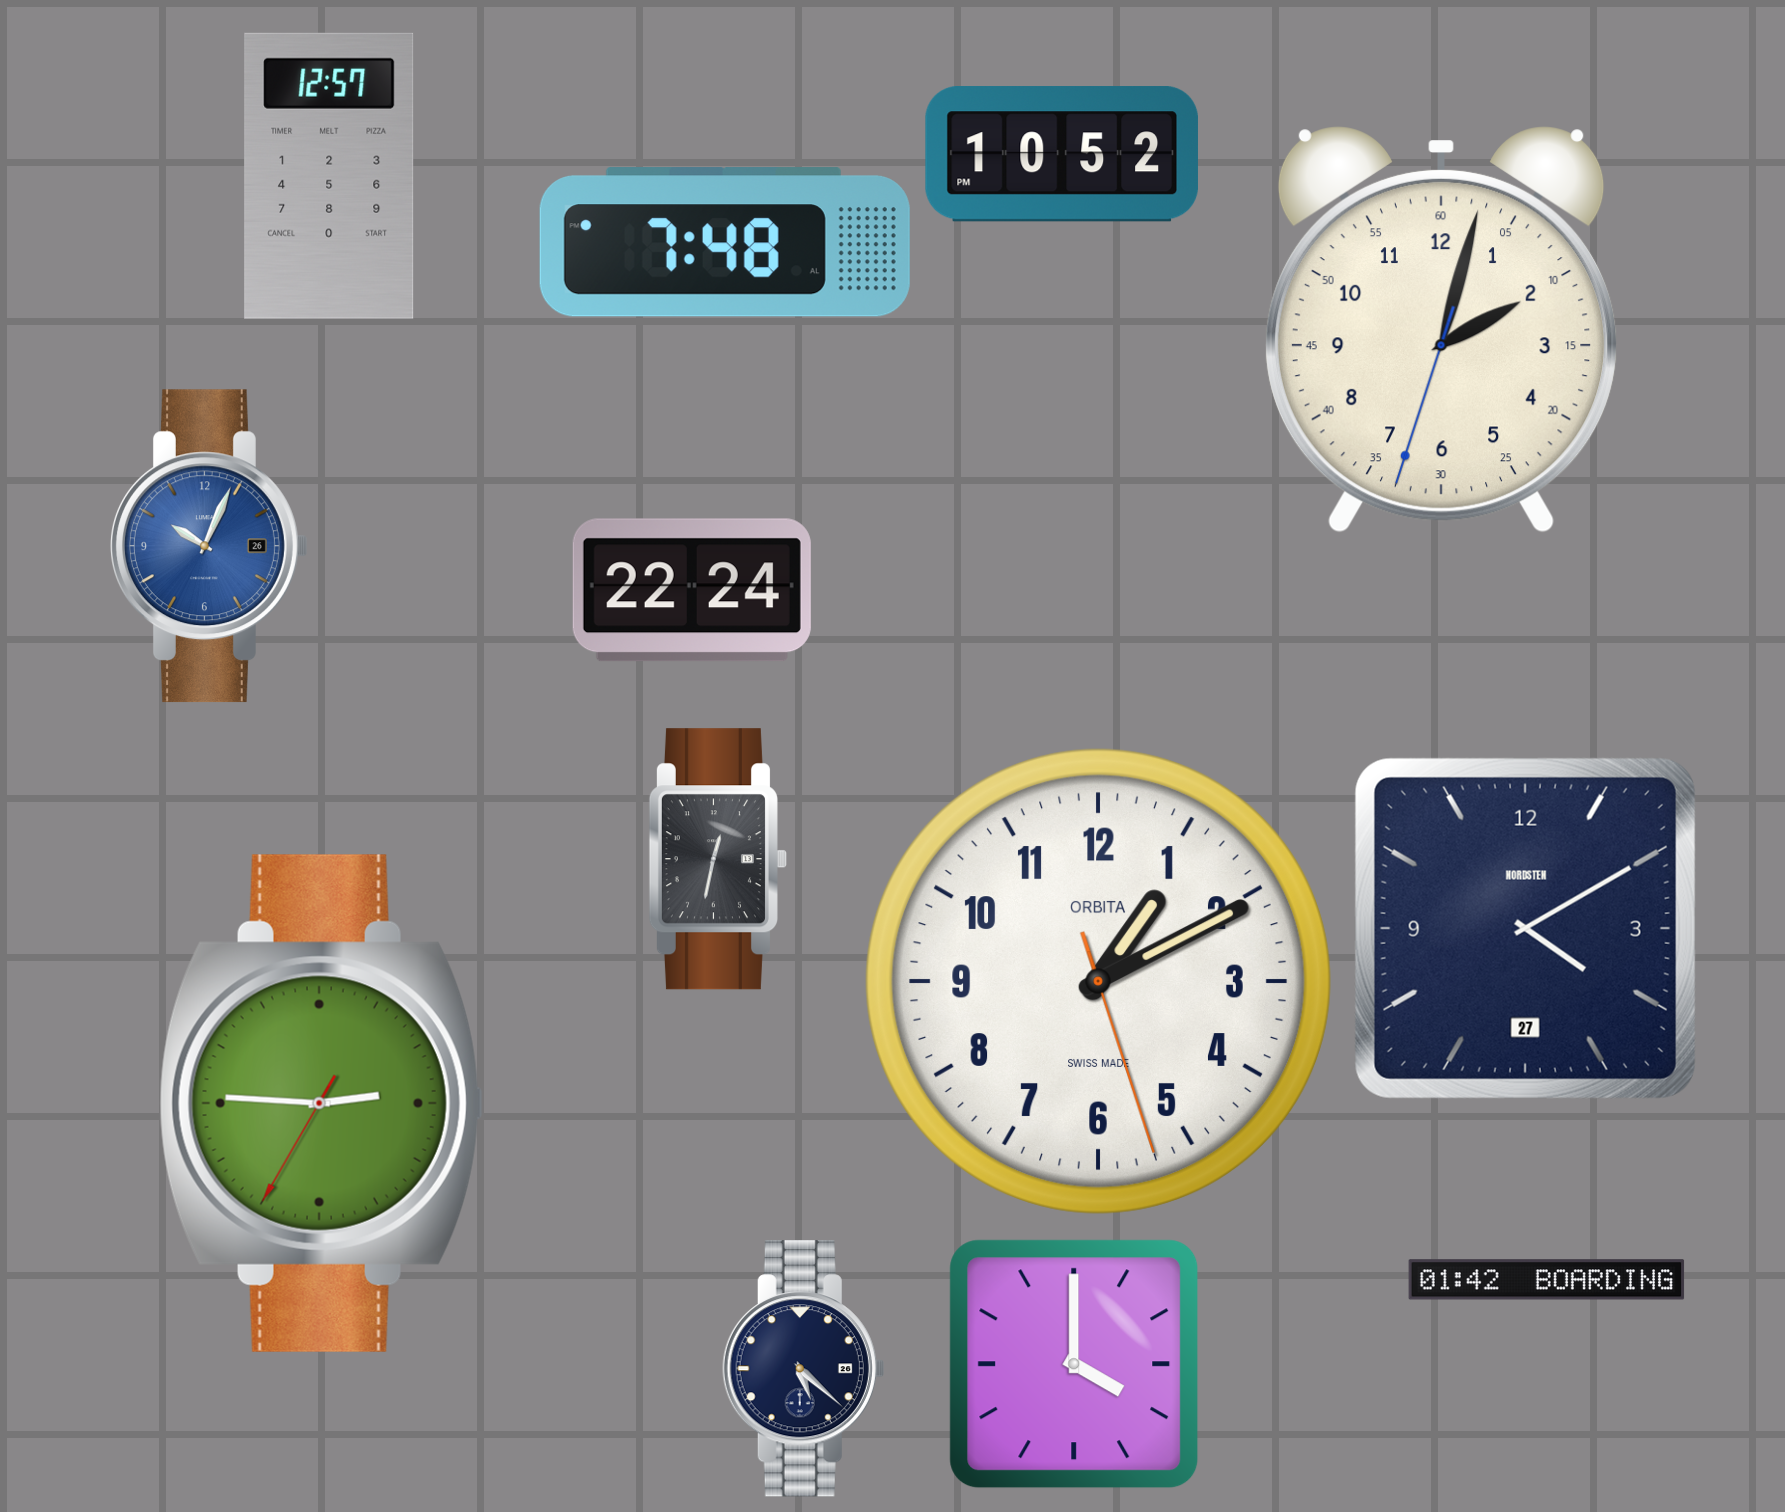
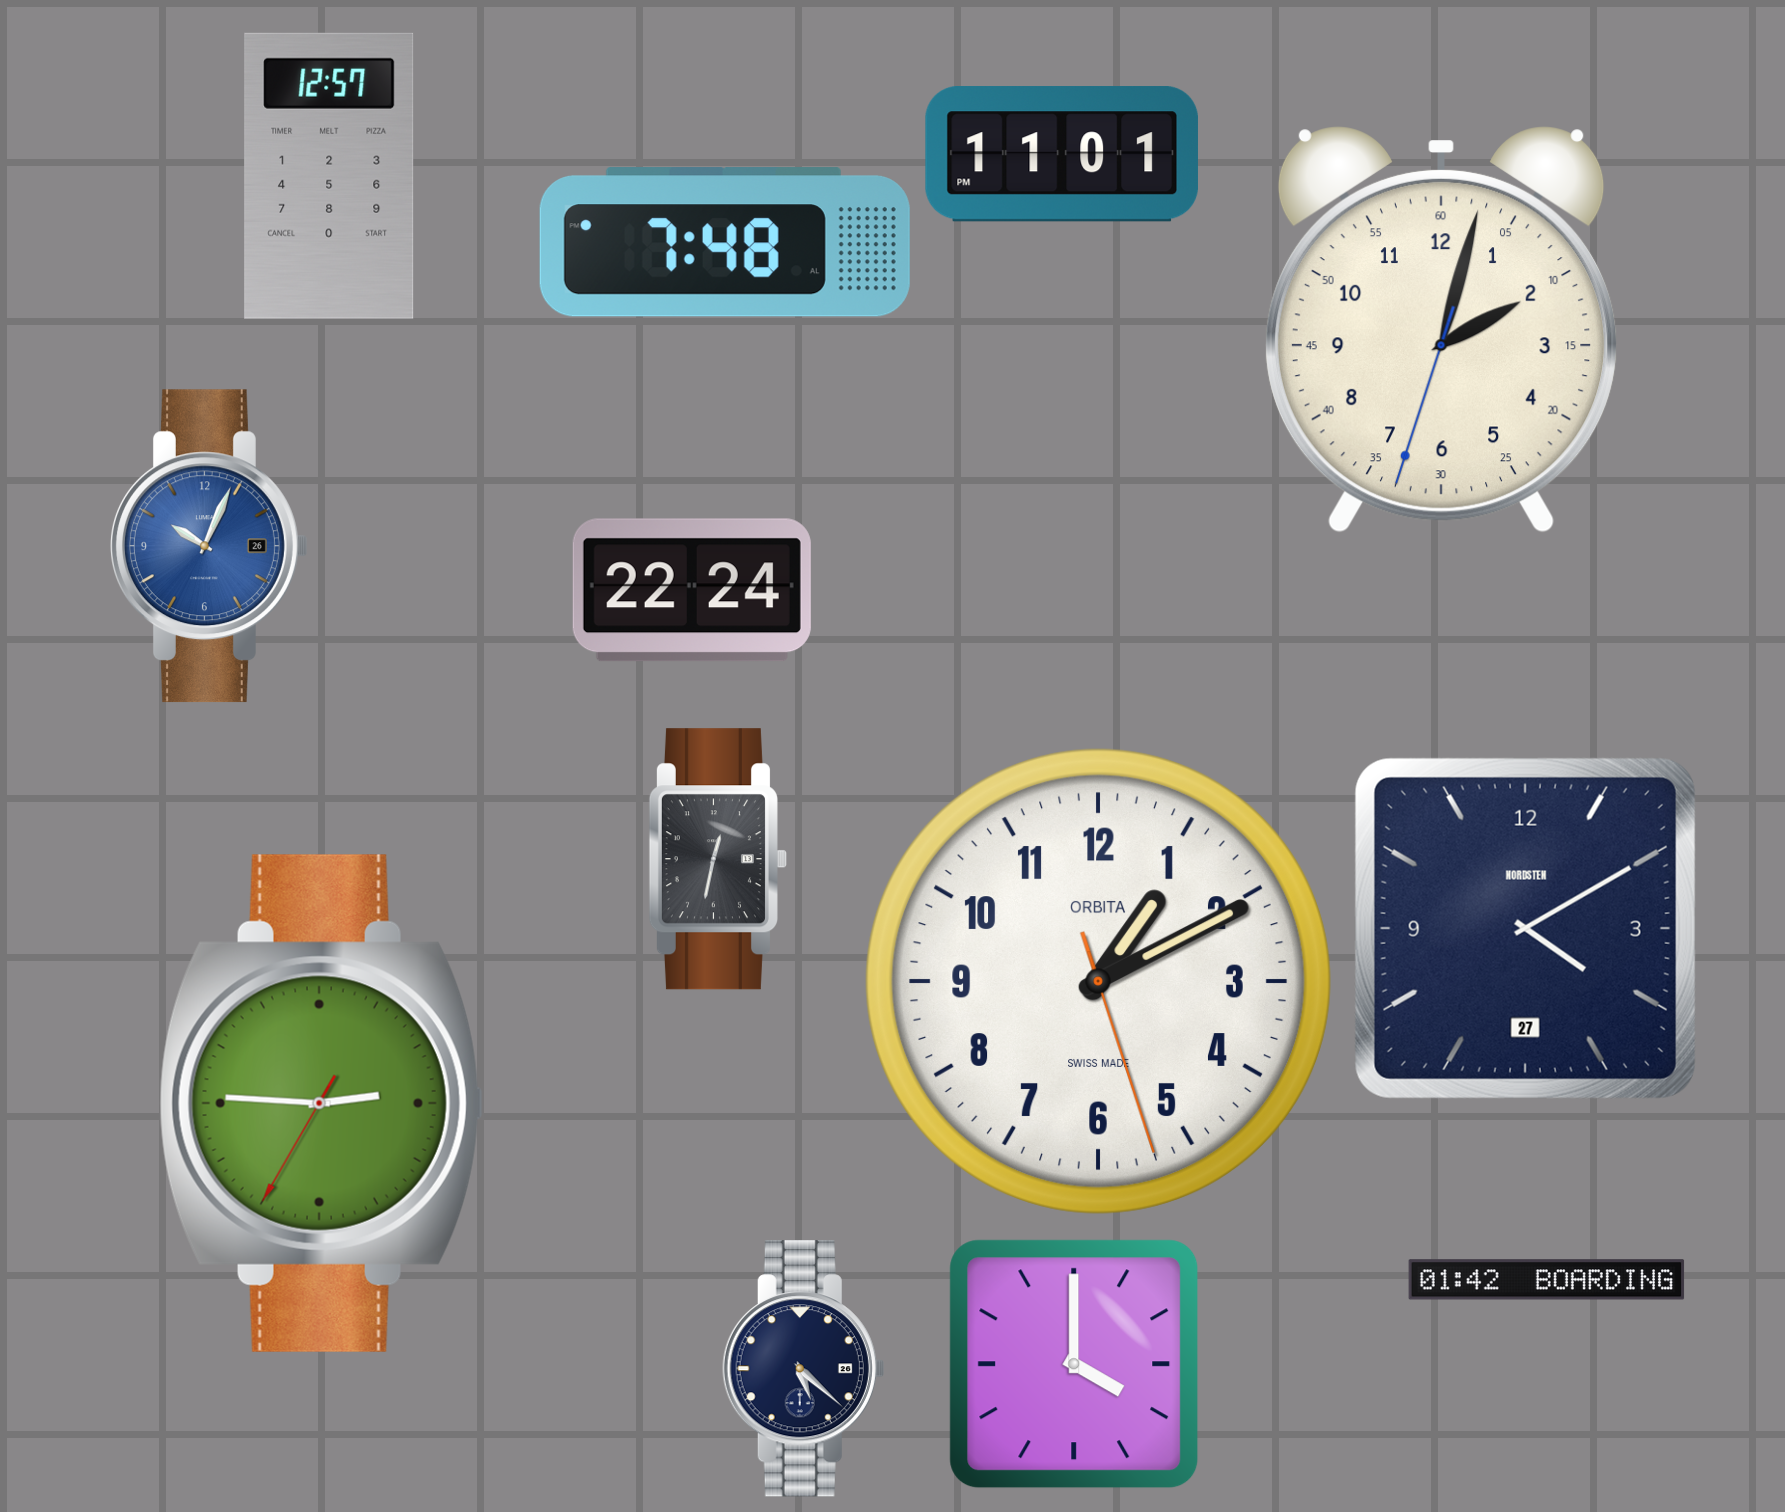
clock at (1062, 155): 10:52 -> 11:01
